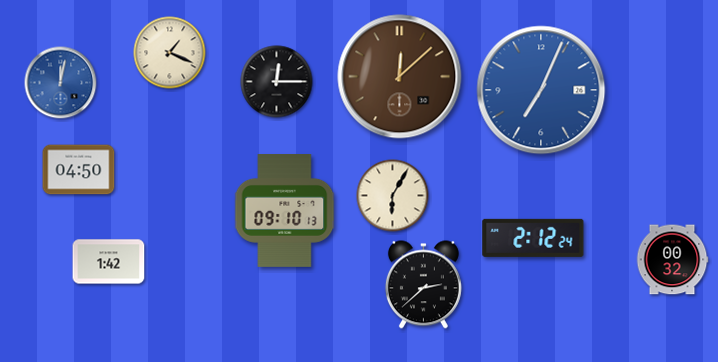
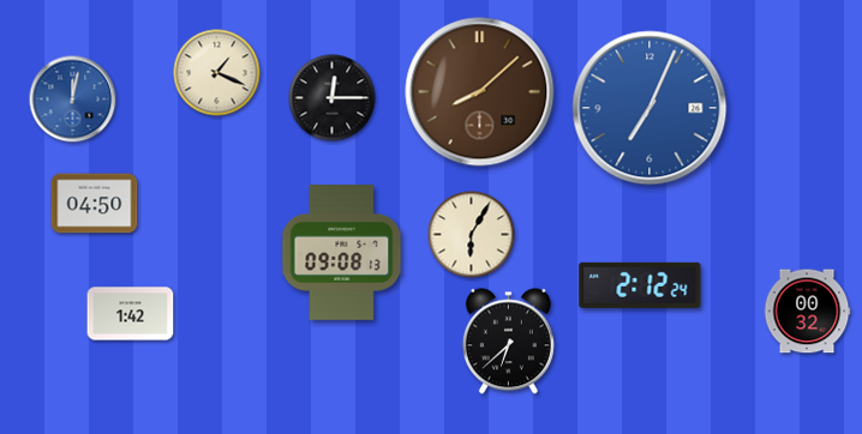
clock at (170, 53) position: (170, 53) -> (217, 73)
clock at (400, 77): 12:08 -> 8:08
clock at (285, 211): 09:10 -> 09:08
clock at (423, 285): 2:38 -> 6:38
